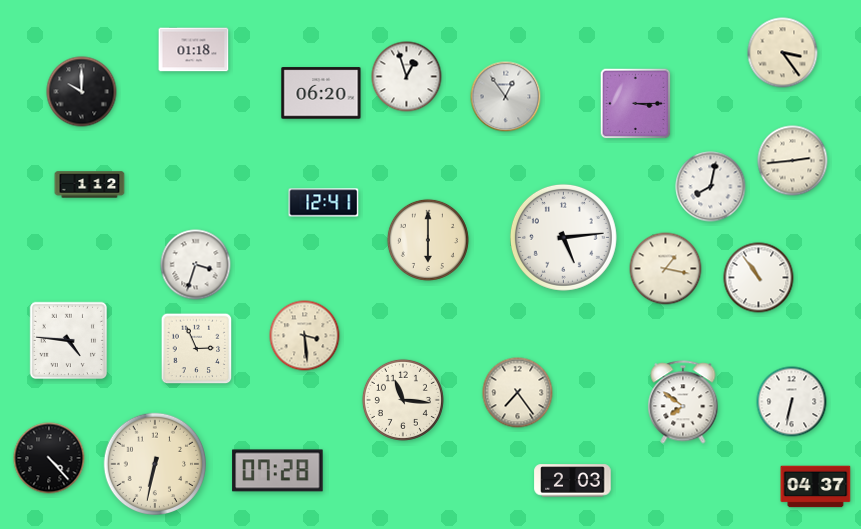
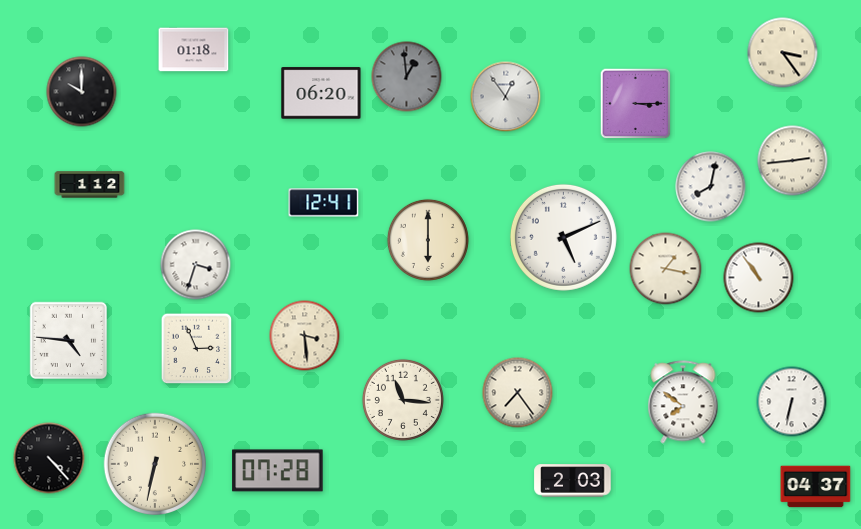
clock at (407, 77): 12:57 -> 12:59
clock at (407, 77) dial: white -> grey
clock at (563, 237): 5:14 -> 5:11
